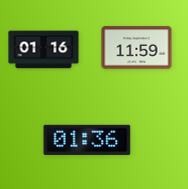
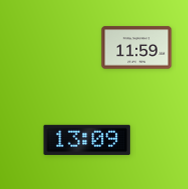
clock at (44, 50): 01:16 -> none
clock at (87, 140): 01:36 -> 13:09
